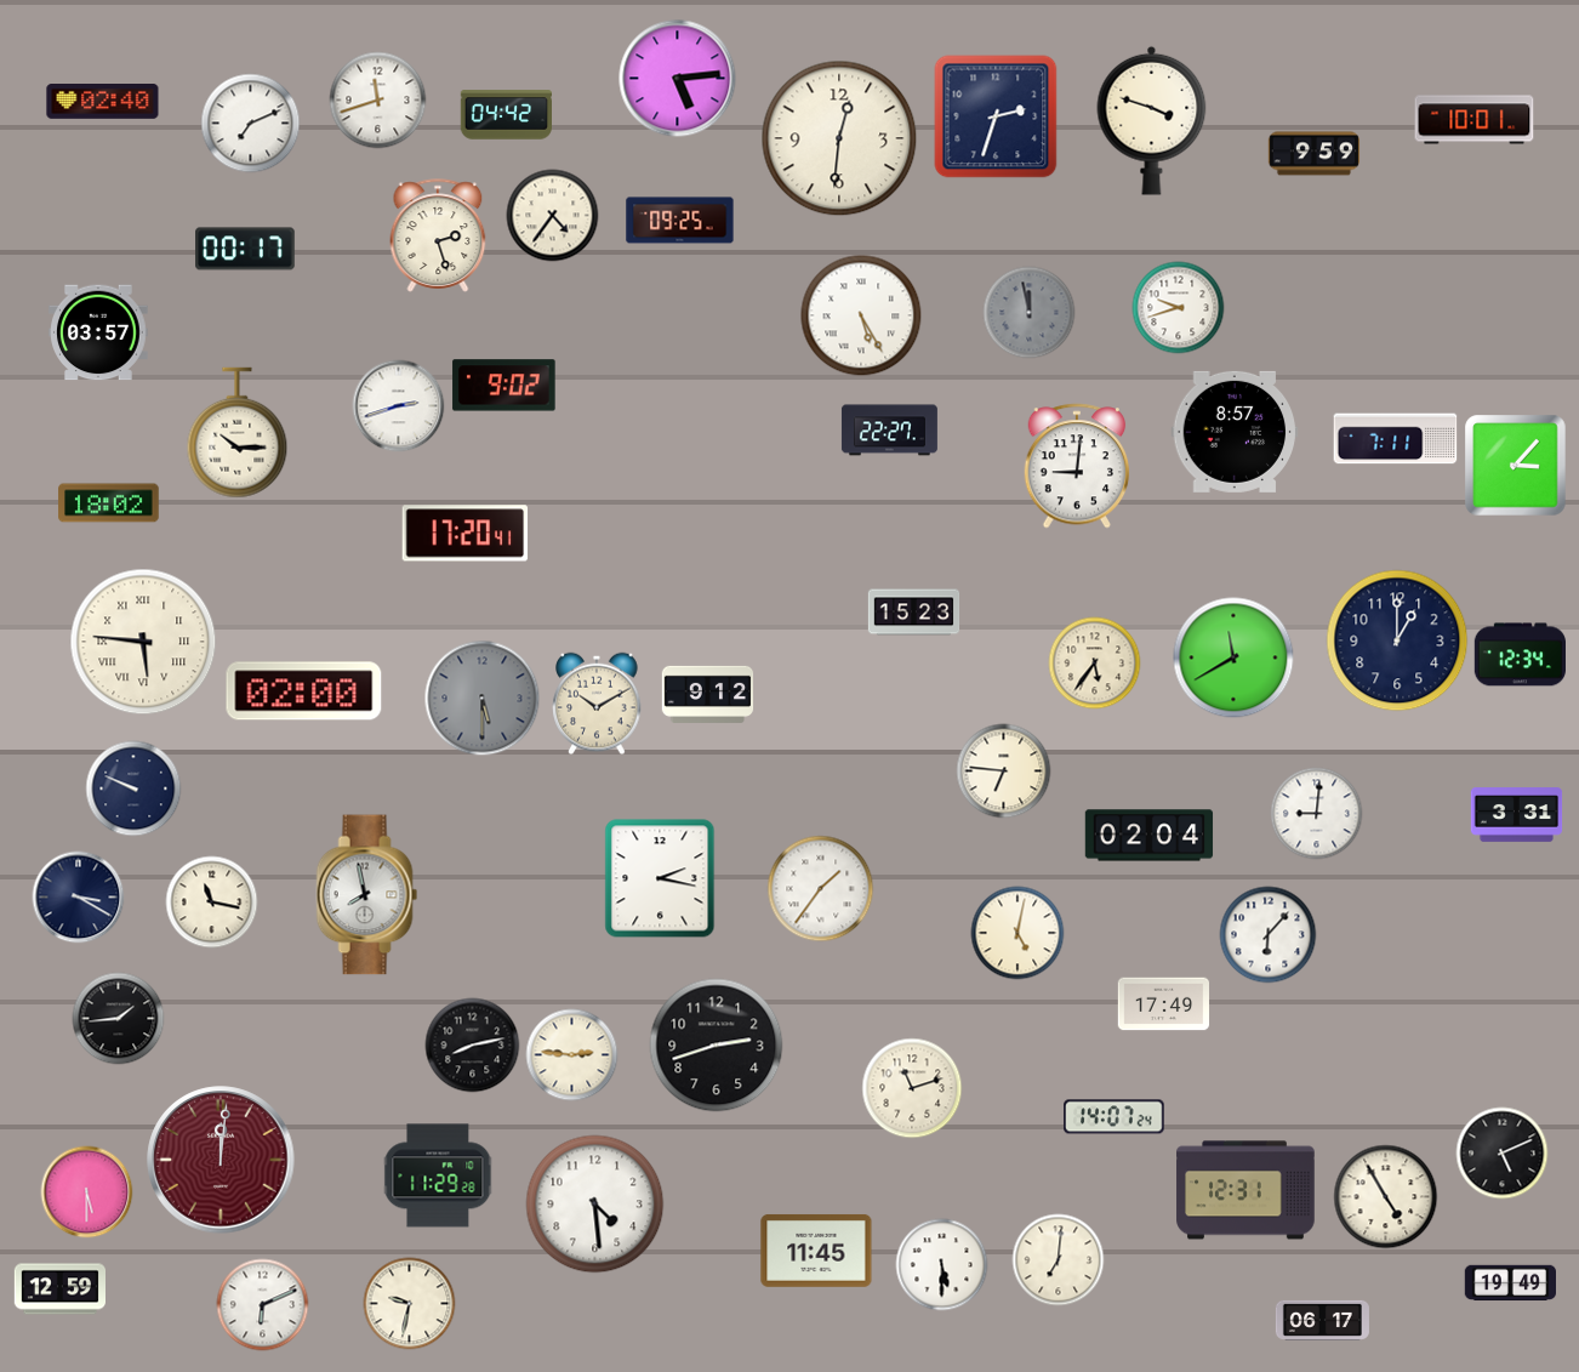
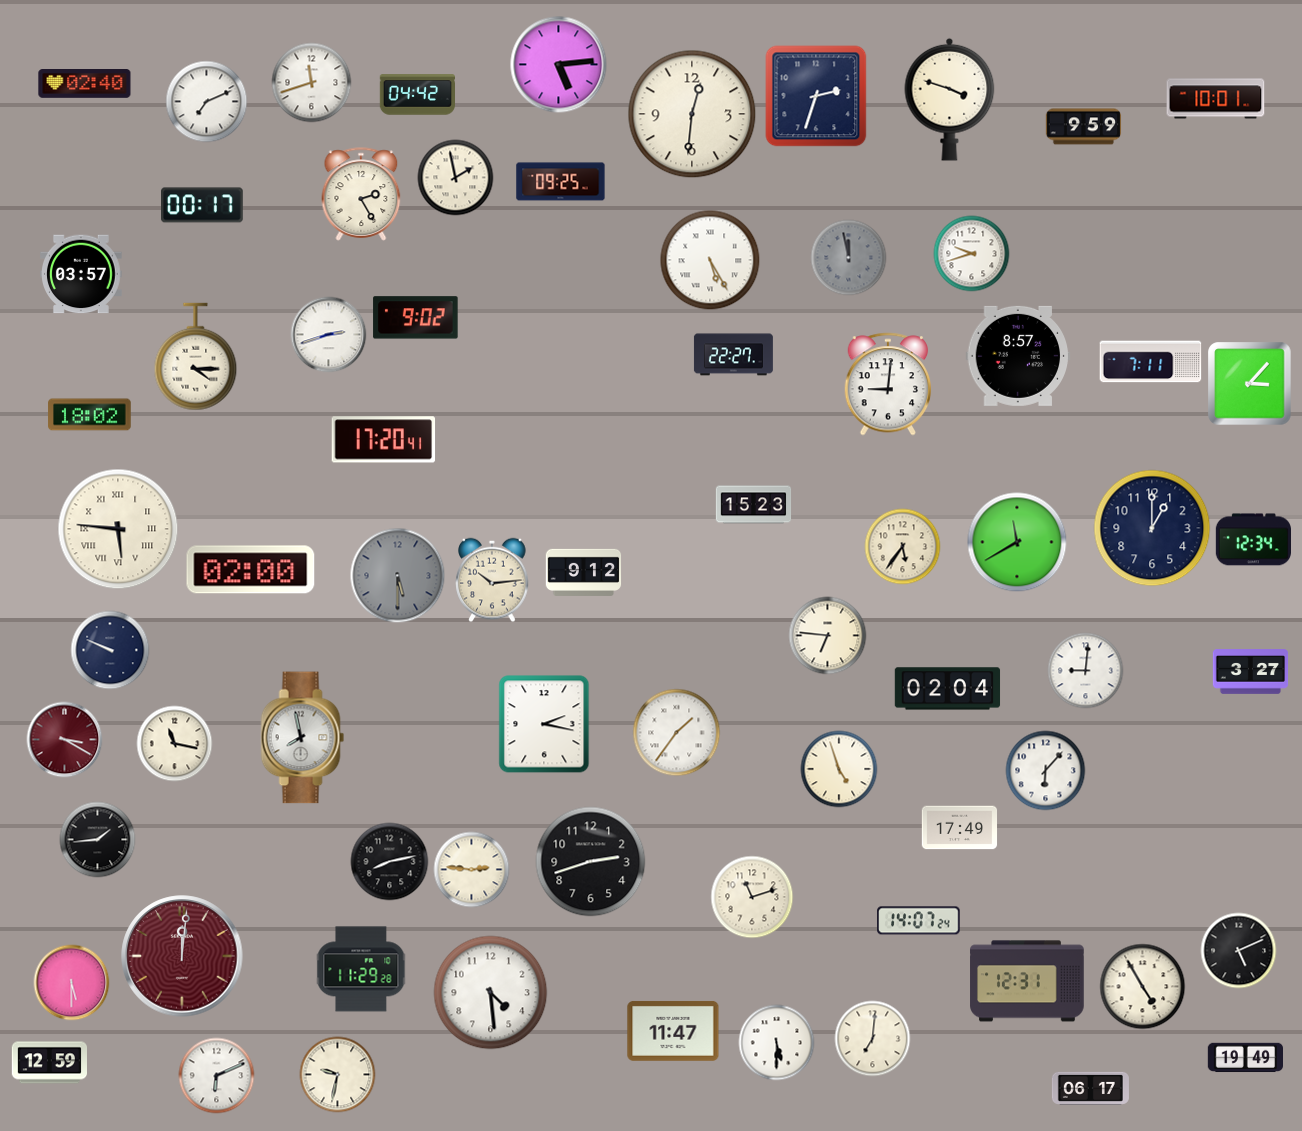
clock at (996, 116) position: (996, 116) -> (816, 96)
clock at (553, 216): 4:36 -> 1:58
clock at (438, 235): 2:27 -> 2:25
clock at (238, 433): 10:15 -> 4:15
clock at (597, 704): 10:10 -> 10:14
clock at (1517, 815): 3:31 -> 3:27
clock at (79, 898) dial: navy -> burgundy
clock at (1017, 933): 5:02 -> 4:57
clock at (816, 1251): 11:45 -> 11:47
